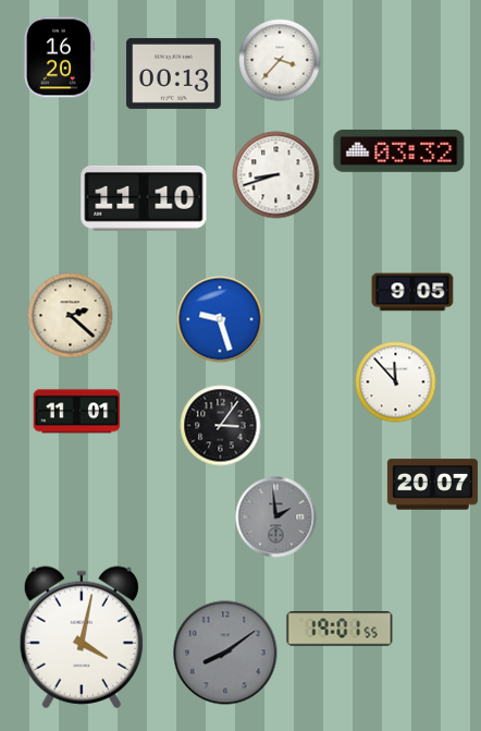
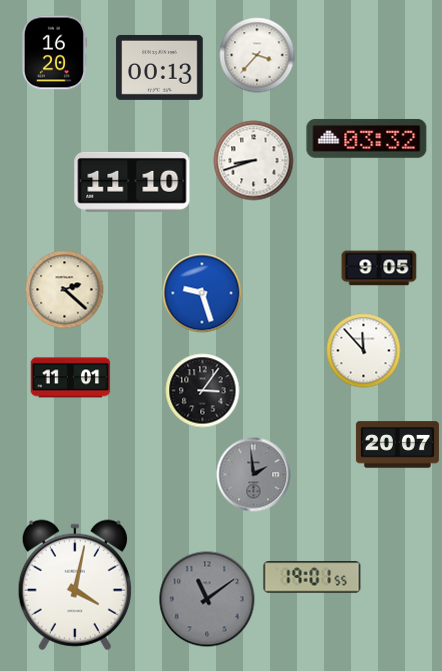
clock at (225, 653): 8:09 -> 11:09
